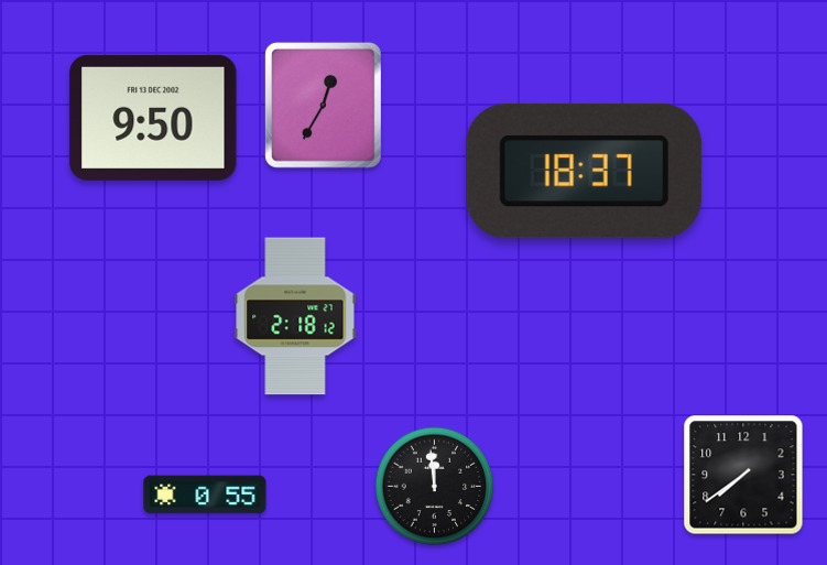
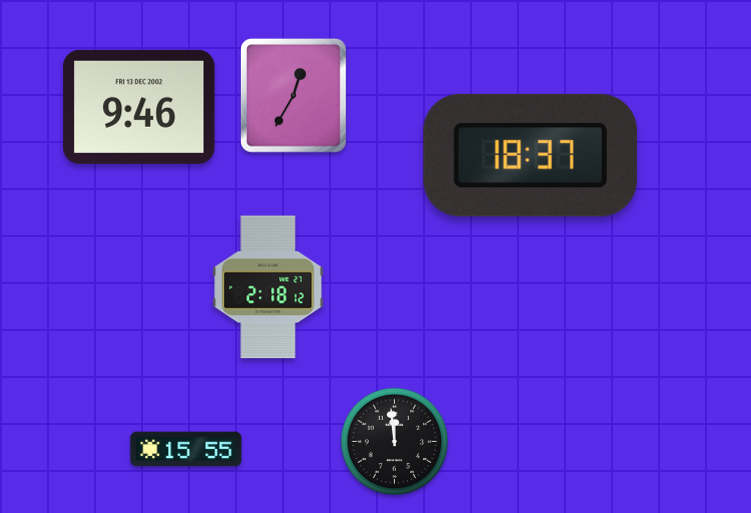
clock at (153, 118): 9:50 -> 9:46
clock at (743, 475): 7:39 -> none
clock at (205, 495): 0:55 -> 15:55
